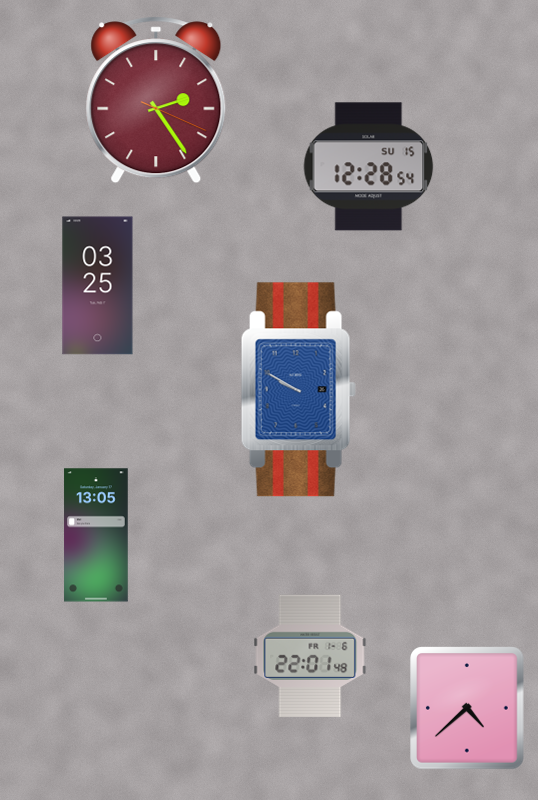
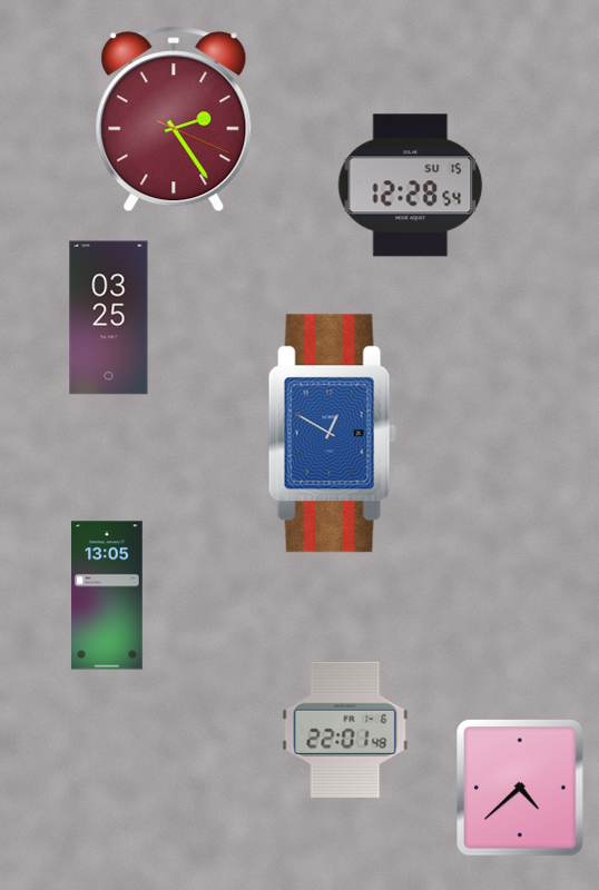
clock at (156, 100) position: (156, 100) -> (174, 119)
clock at (298, 390): 9:50 -> 12:50
